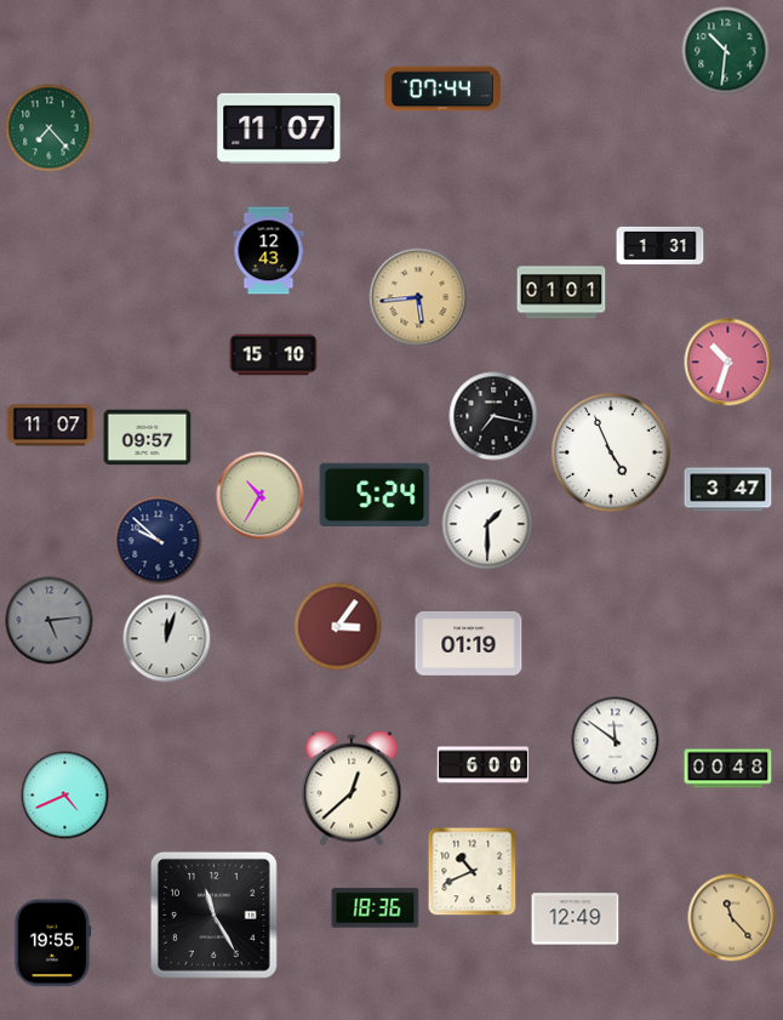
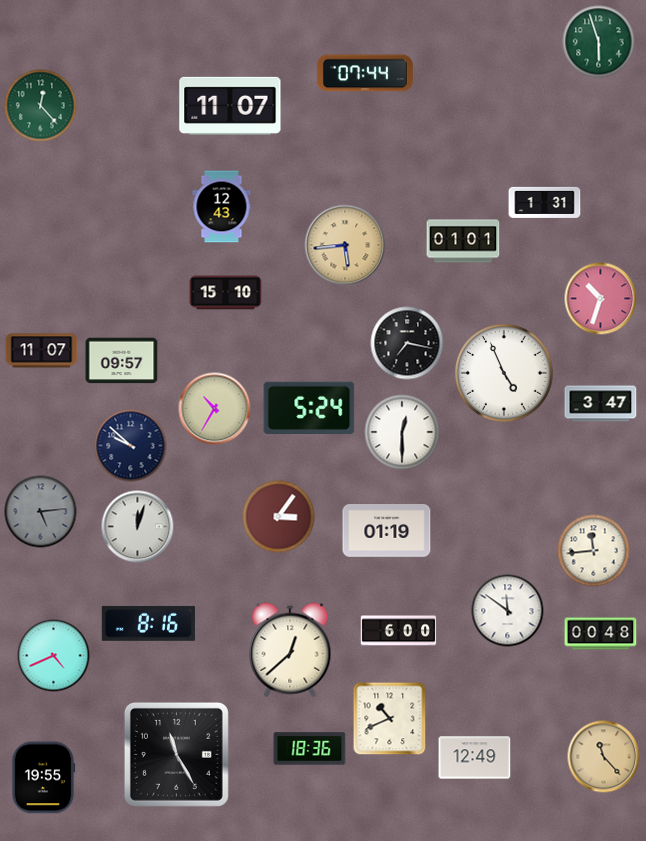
clock at (726, 51): 10:31 -> 5:57
clock at (50, 129): 7:23 -> 12:23
clock at (487, 524): 1:30 -> 12:30
clock at (594, 551): none -> 11:44
clock at (148, 623): none -> 8:16
